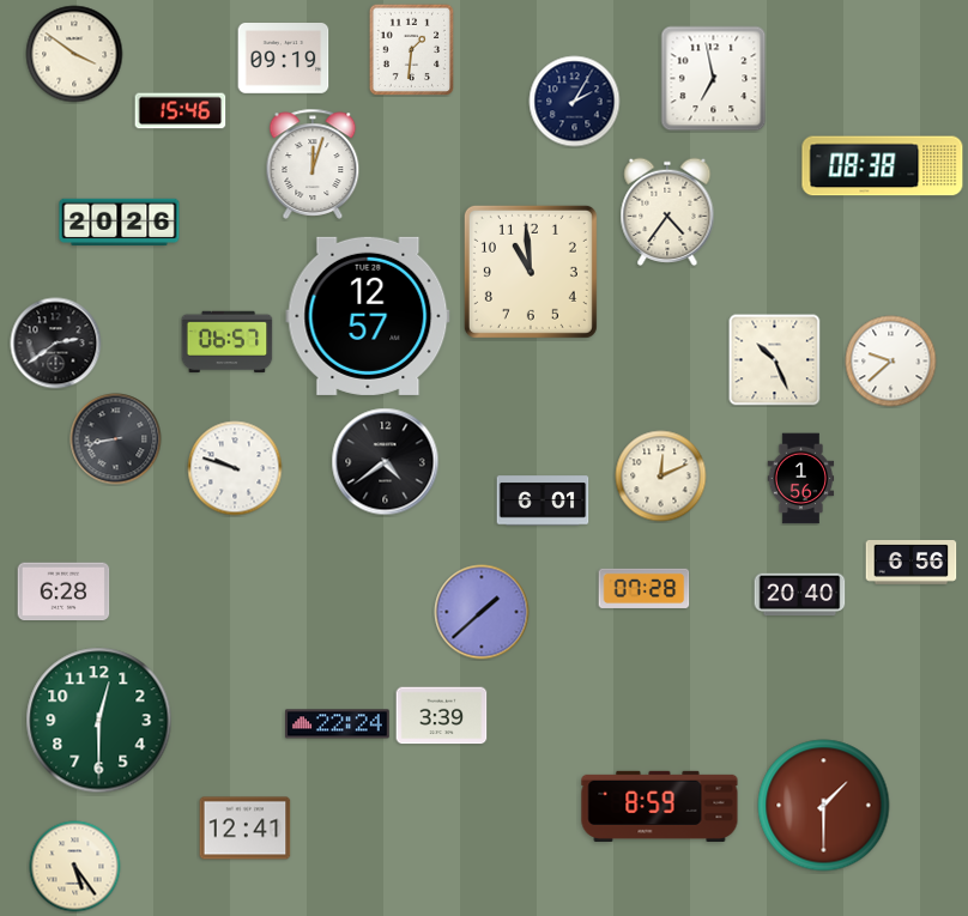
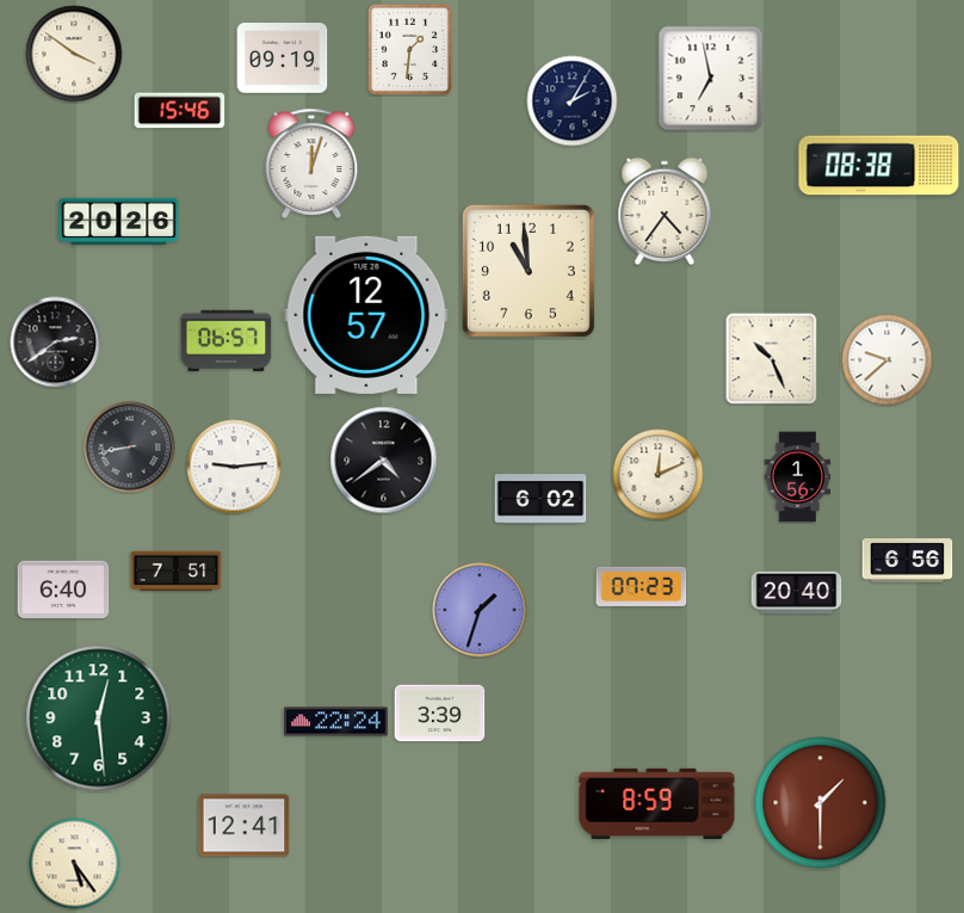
clock at (116, 439) position: (116, 439) -> (130, 448)
clock at (235, 468): 9:48 -> 9:14
clock at (543, 501): 6:01 -> 6:02
clock at (177, 572): none -> 7:51
clock at (645, 588): 07:28 -> 07:23
clock at (63, 592): 6:28 -> 6:40
clock at (482, 612): 1:38 -> 1:33
clock at (99, 721): 12:30 -> 12:29
